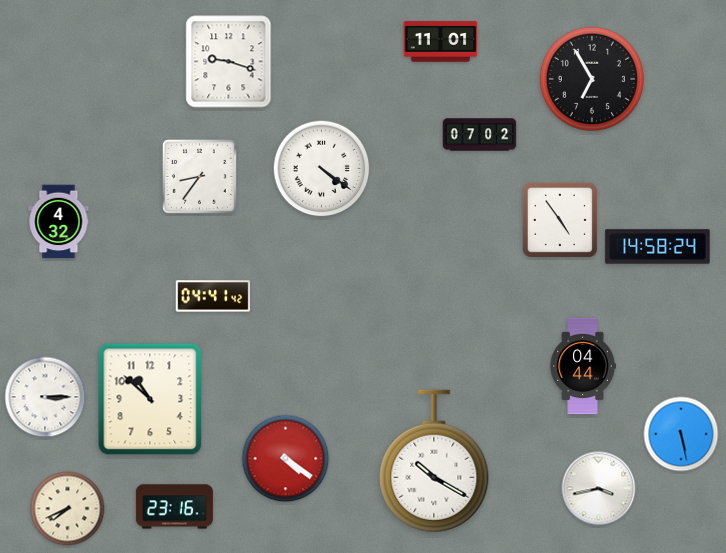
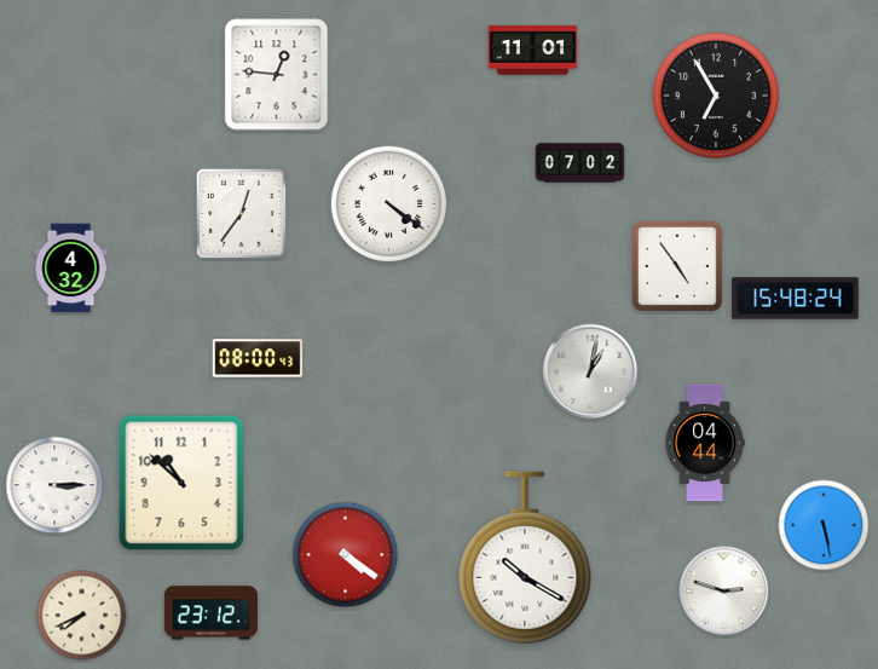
clock at (229, 62): 9:18 -> 12:46
clock at (199, 176): 8:36 -> 12:36
clock at (658, 247): 14:58 -> 15:48
clock at (213, 296): 04:41 -> 08:00
clock at (590, 371): none -> 1:02
clock at (45, 397) position: (45, 397) -> (54, 485)
clock at (599, 489): 3:43 -> 2:48
clock at (174, 507): 23:16 -> 23:12
